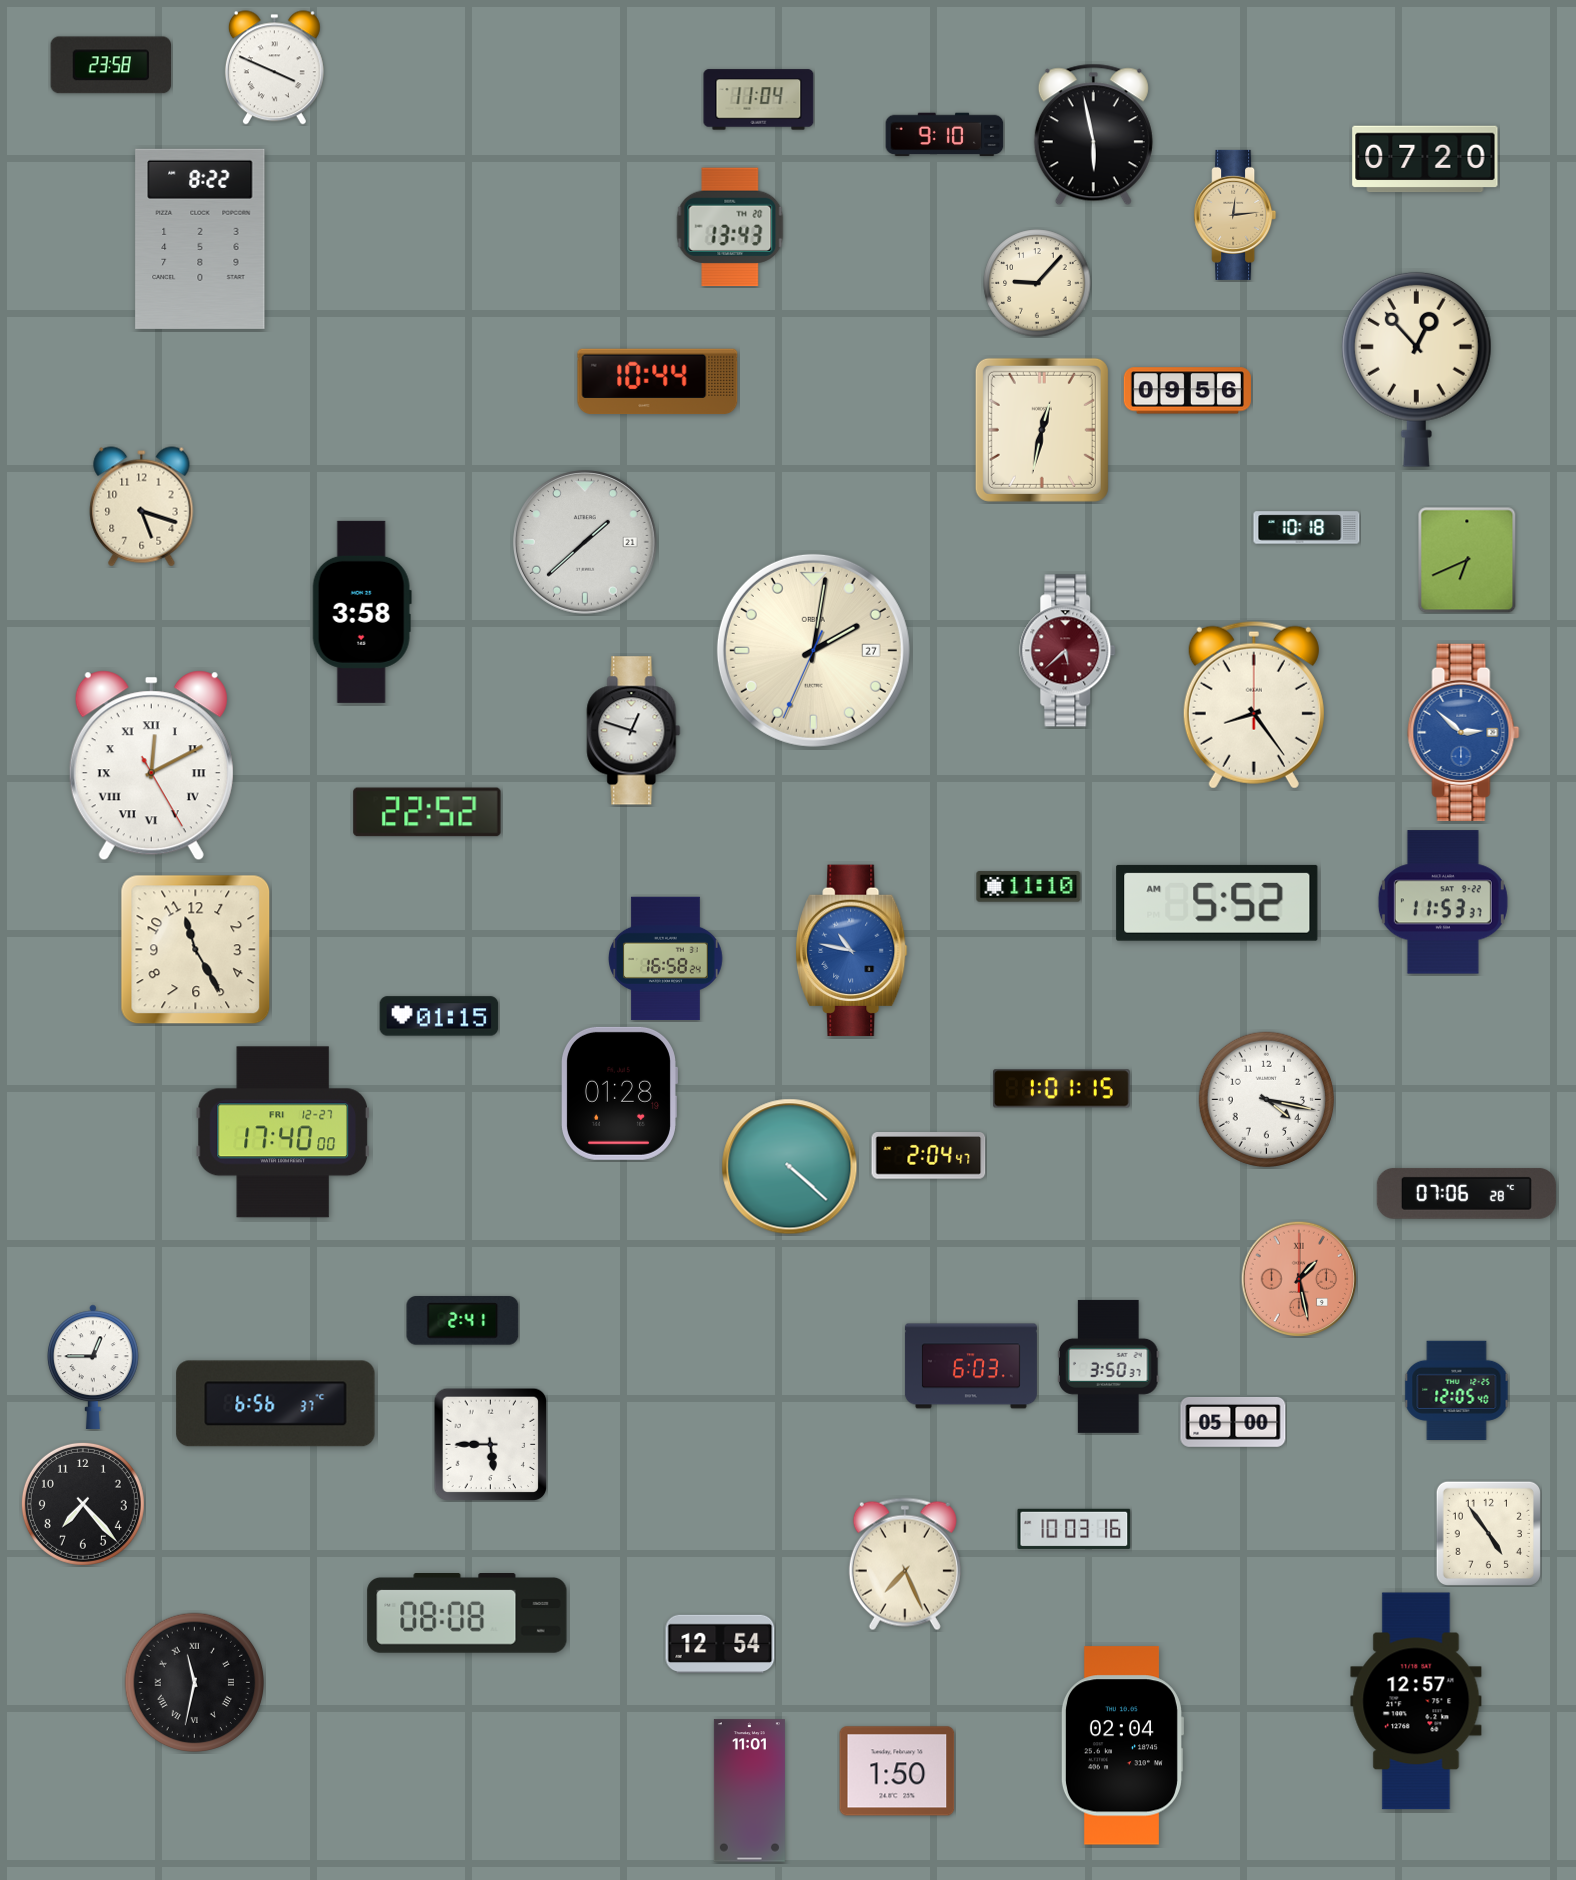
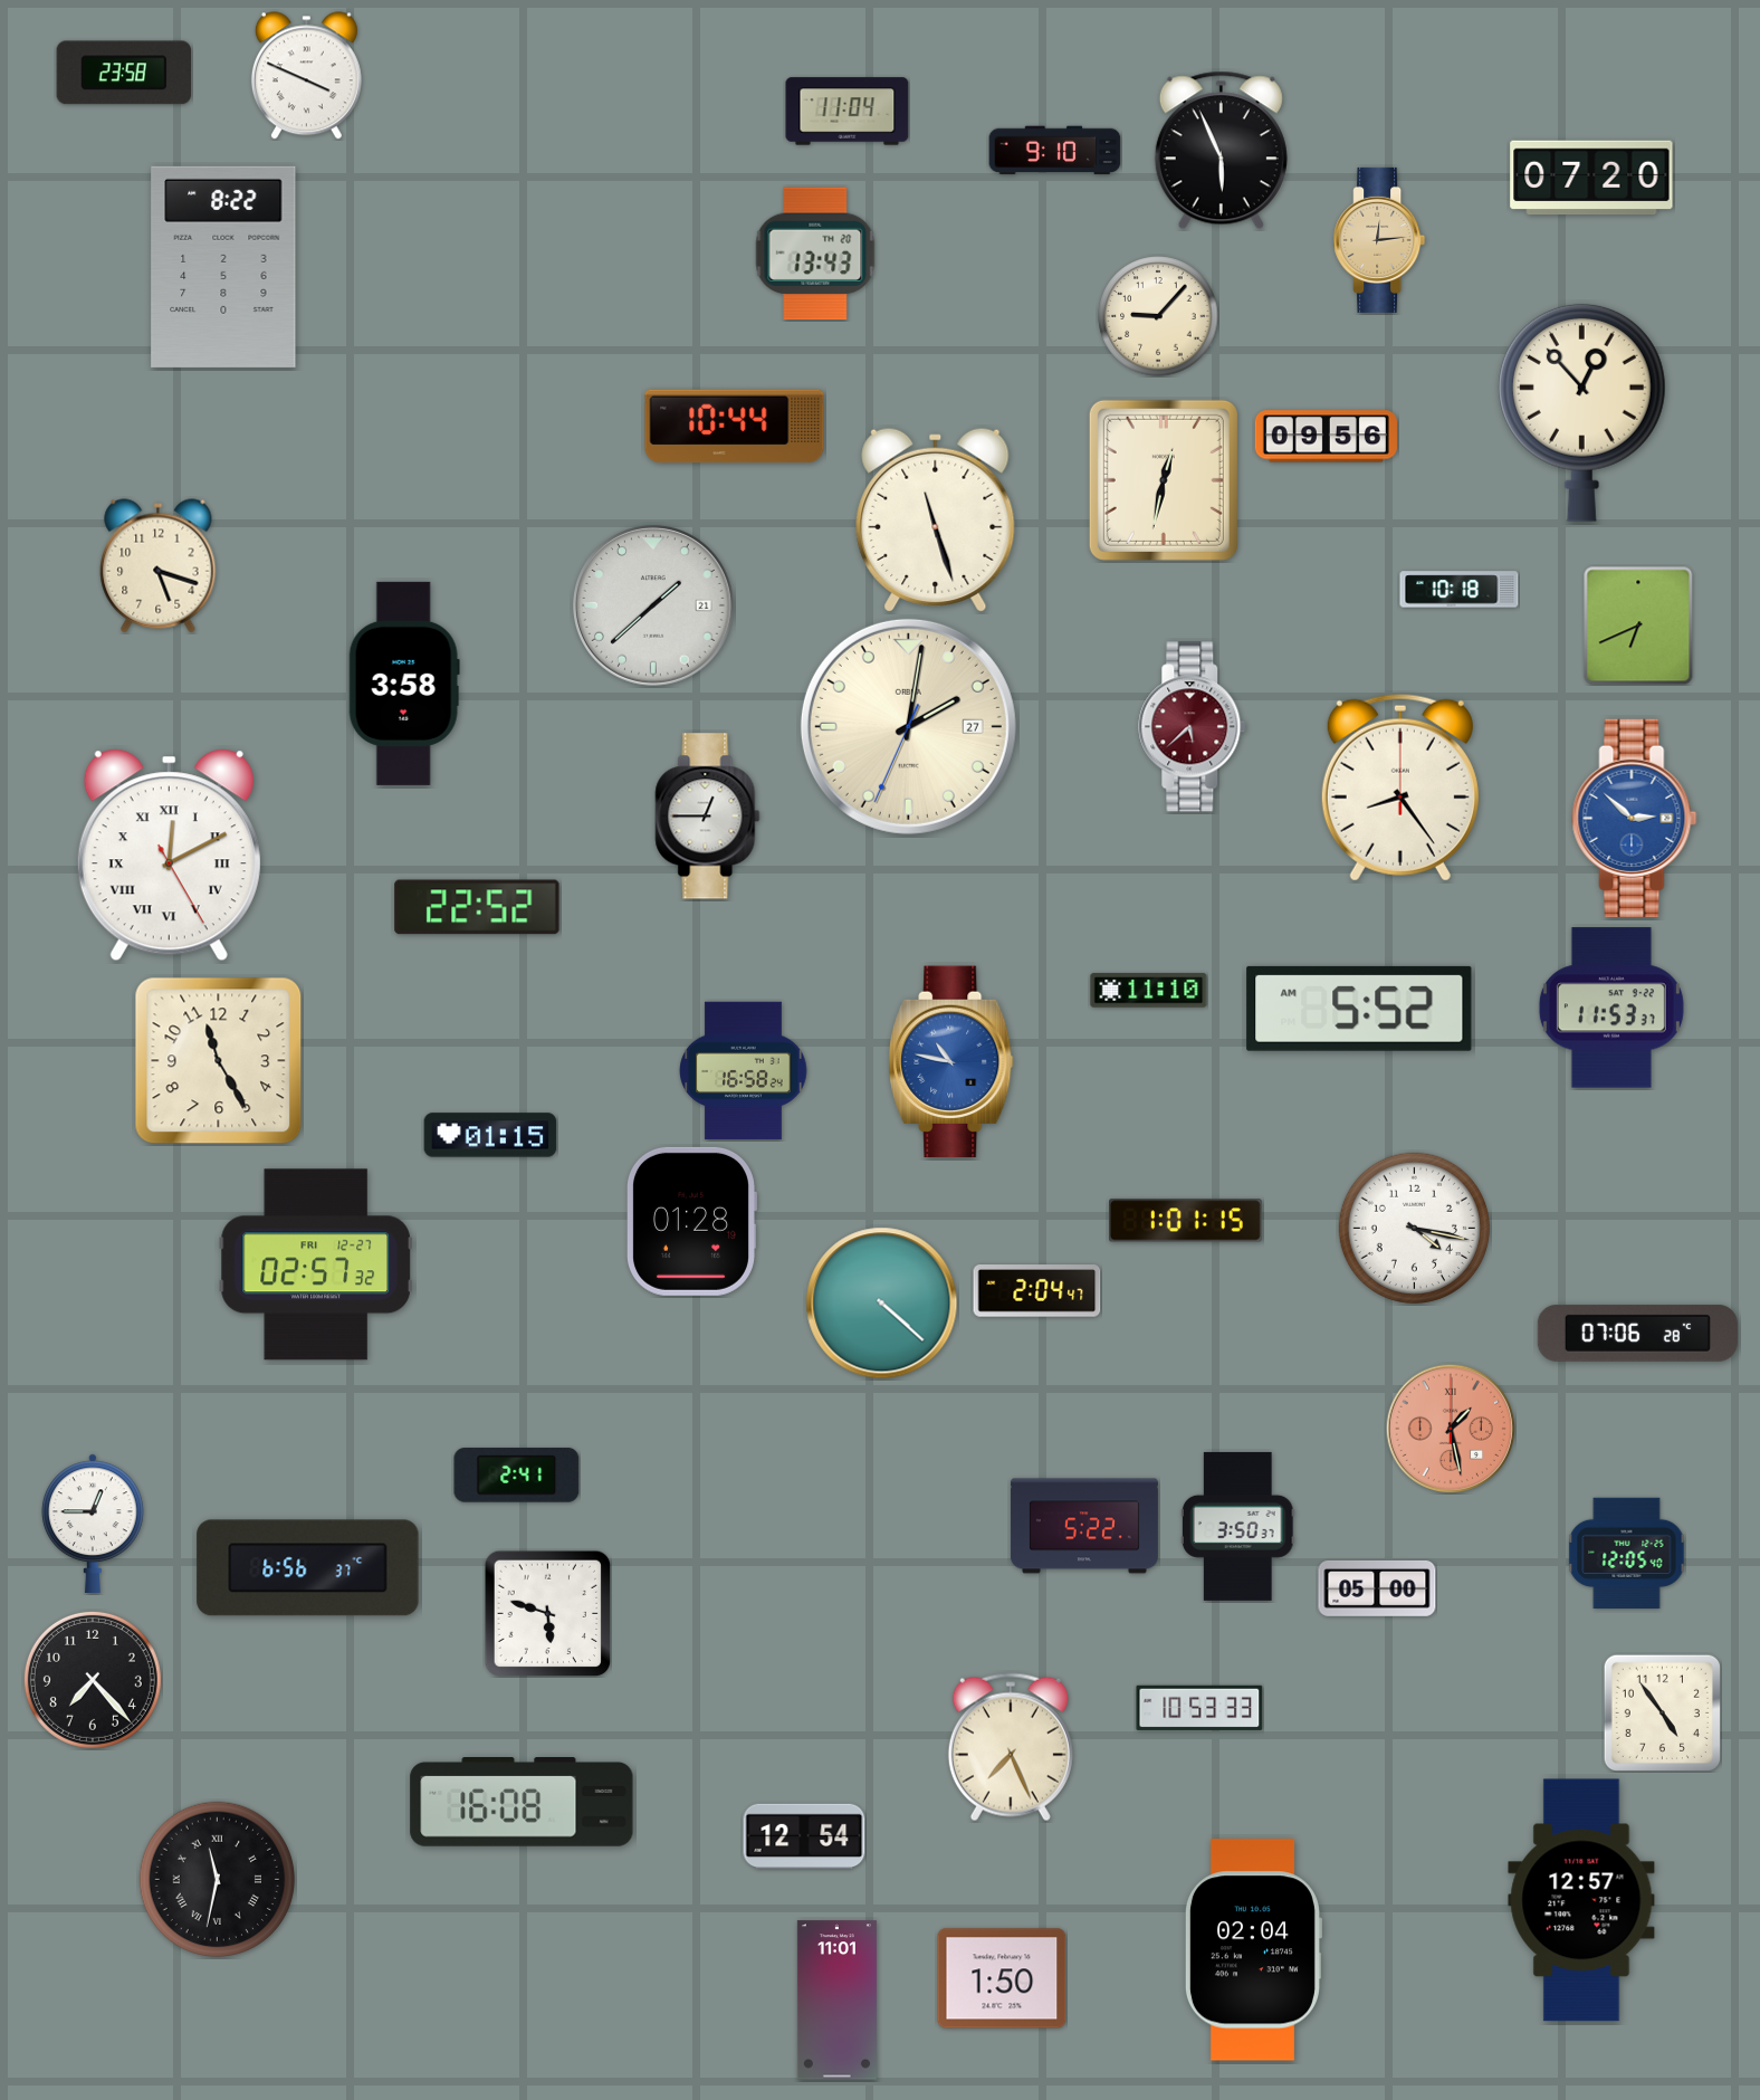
clock at (1093, 135): 5:58 -> 5:56
clock at (936, 519): none -> 11:27
clock at (634, 731): 12:48 -> 12:45
clock at (1062, 1089) position: (1062, 1089) -> (1186, 1221)
clock at (283, 1132): 17:40 -> 02:57
clock at (94, 1366) position: (94, 1366) -> (94, 1522)
clock at (971, 1366): 6:03 -> 5:22
clock at (490, 1444): 5:45 -> 5:48
clock at (1074, 1529): 10:03 -> 10:53
clock at (467, 1614): 08:08 -> 16:08
